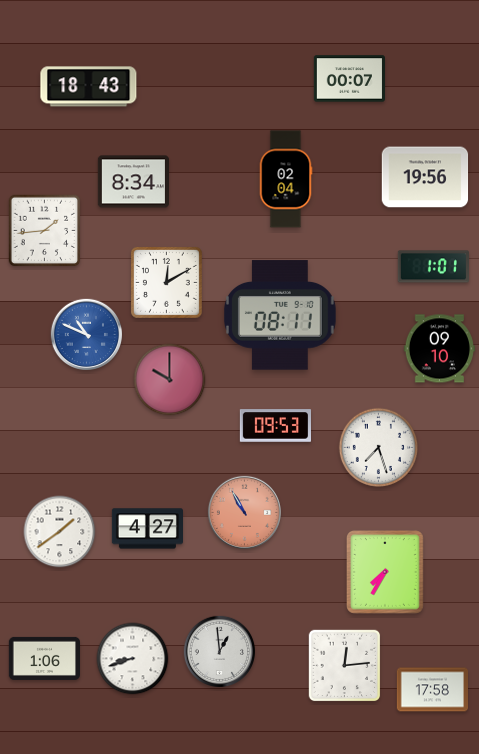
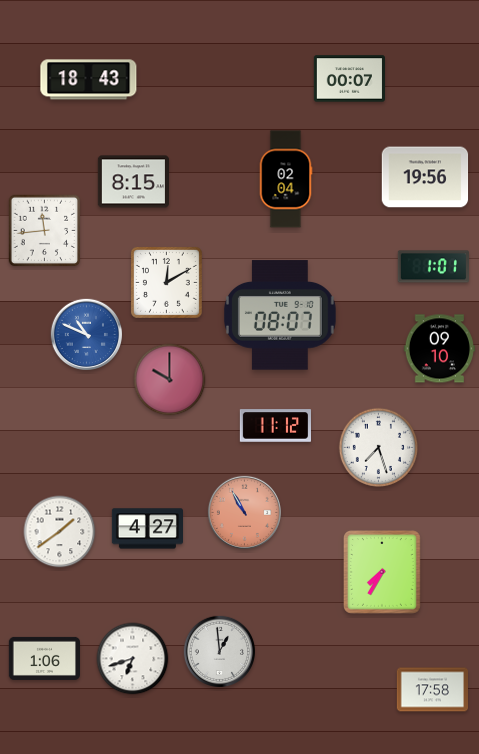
clock at (89, 87) position: (89, 87) -> (89, 80)
clock at (133, 182): 8:34 -> 8:15
clock at (45, 231): 1:44 -> 11:44
clock at (280, 315): 08:11 -> 08:07
clock at (275, 426): 09:53 -> 11:12
clock at (385, 573) position: (385, 573) -> (382, 573)
clock at (133, 659): 8:42 -> 6:42
clock at (345, 666): 12:14 -> none
